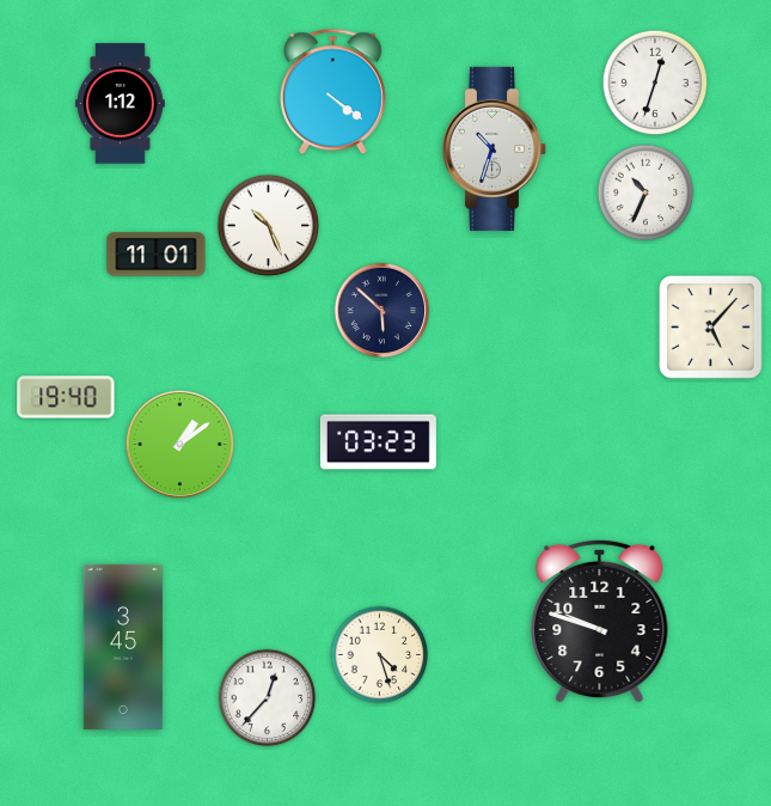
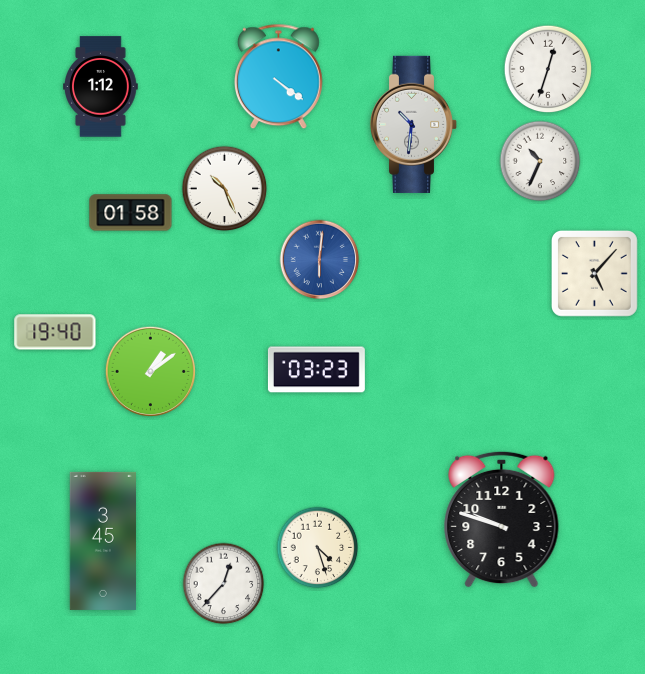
clock at (495, 148): 10:33 -> 10:31
clock at (157, 255): 11:01 -> 01:58
clock at (383, 311): 5:52 -> 6:01
clock at (383, 311) dial: navy -> blue
